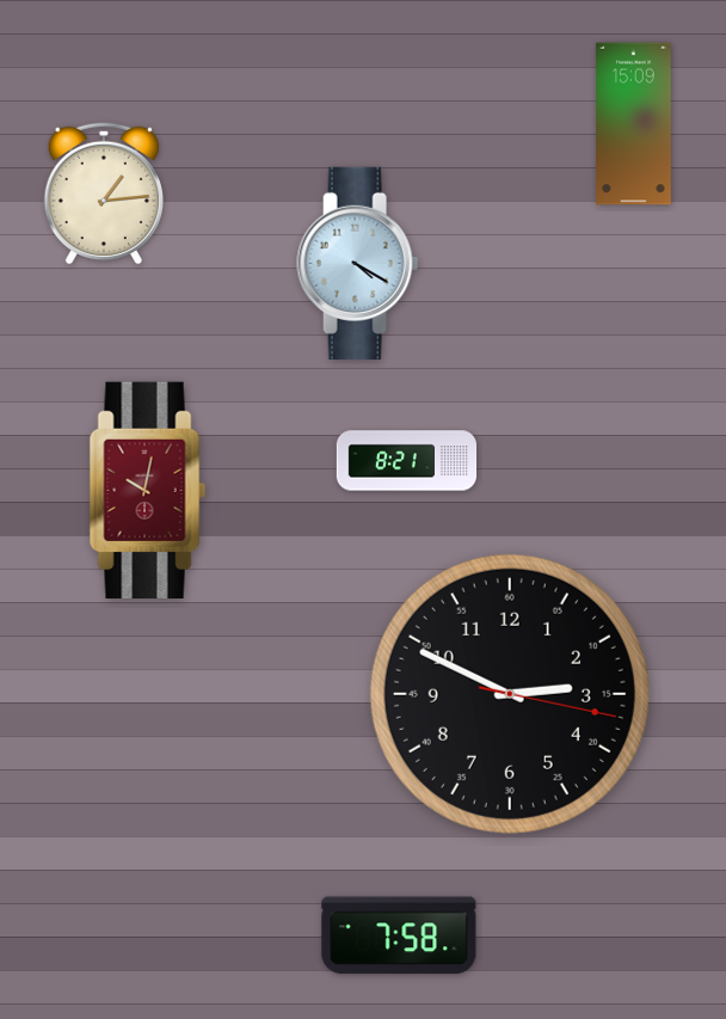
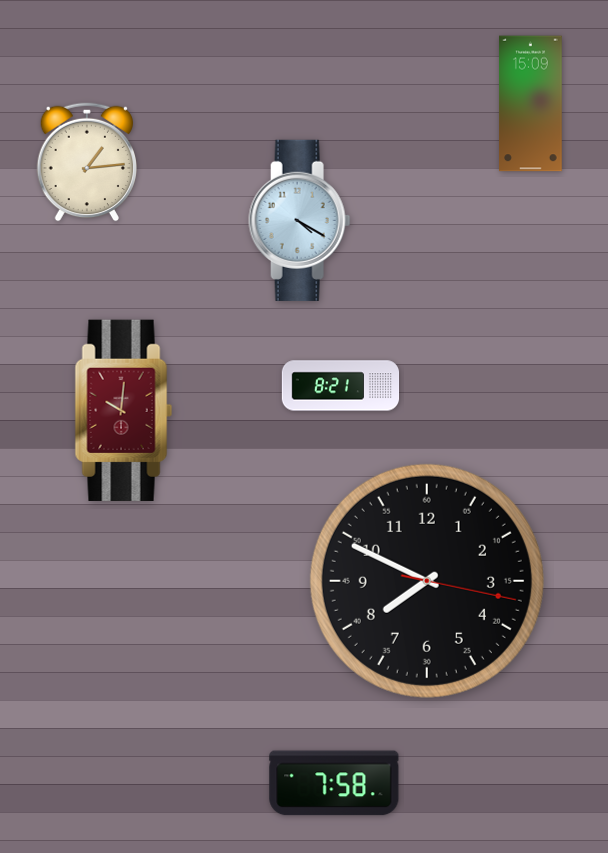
clock at (148, 490): 10:02 -> 10:01
clock at (510, 694): 2:49 -> 7:49
